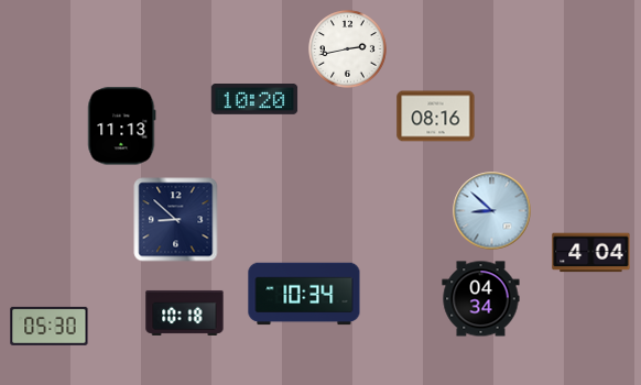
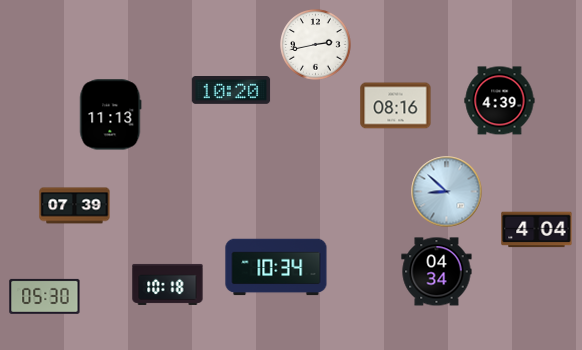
clock at (500, 101): none -> 4:39
clock at (176, 220): 8:52 -> none
clock at (75, 206): none -> 07:39
